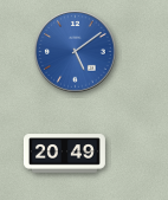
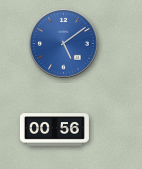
clock at (64, 154): 20:49 -> 00:56
